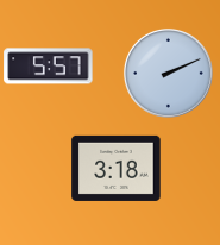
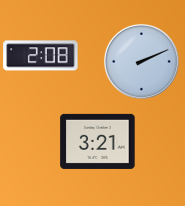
clock at (49, 67): 5:57 -> 2:08
clock at (117, 168): 3:18 -> 3:21
